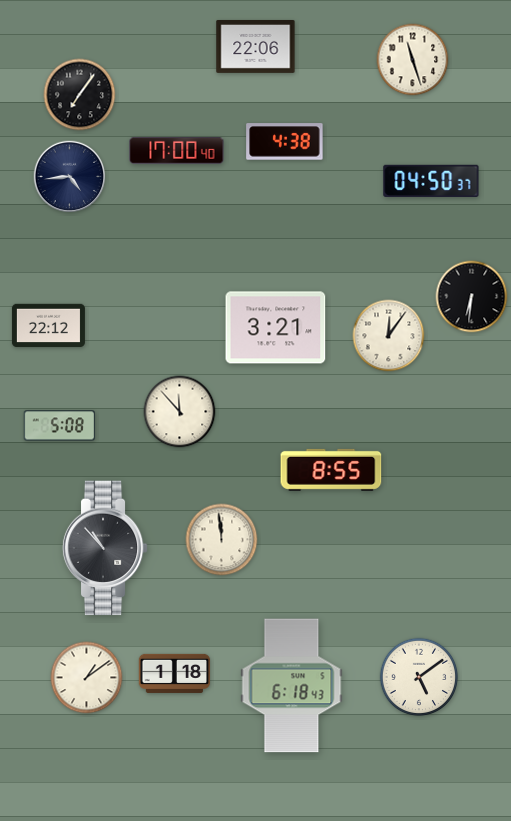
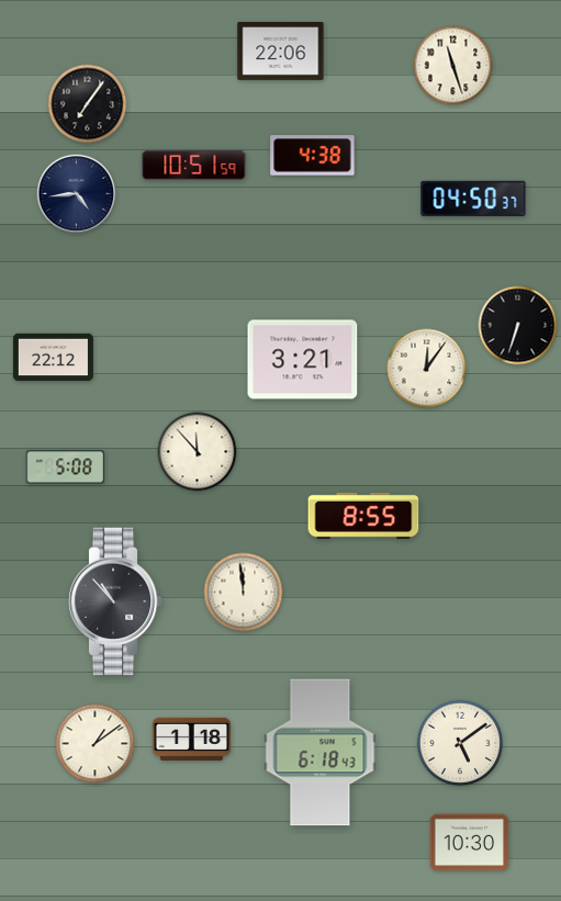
clock at (177, 150): 17:00 -> 10:51
clock at (472, 297): 6:31 -> 6:33
clock at (470, 843): none -> 10:30
